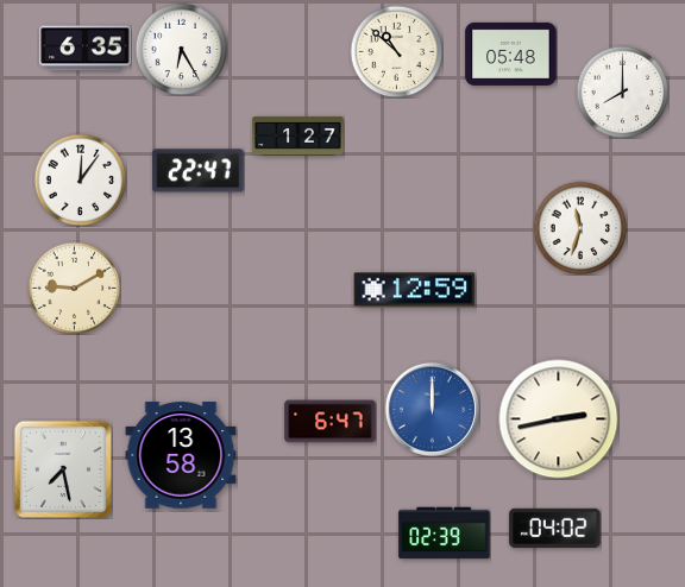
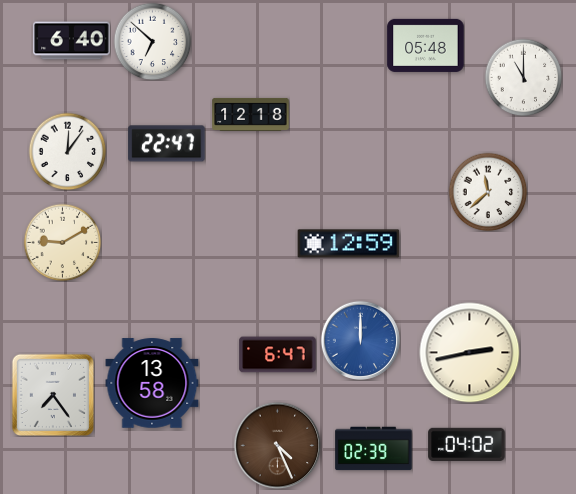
clock at (86, 49): 6:35 -> 6:40
clock at (181, 49): 6:25 -> 6:52
clock at (396, 51): 10:52 -> none
clock at (511, 53) position: (511, 53) -> (426, 45)
clock at (622, 91): 8:00 -> 11:00
clock at (298, 135): 1:27 -> 12:18
clock at (580, 228): 11:33 -> 11:38
clock at (432, 409) position: (432, 409) -> (360, 340)
clock at (63, 469): 7:28 -> 7:24
clock at (277, 445): none -> 4:26
